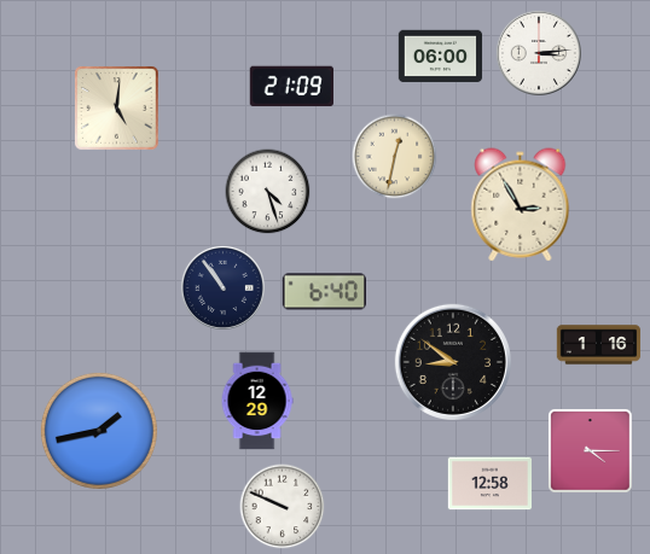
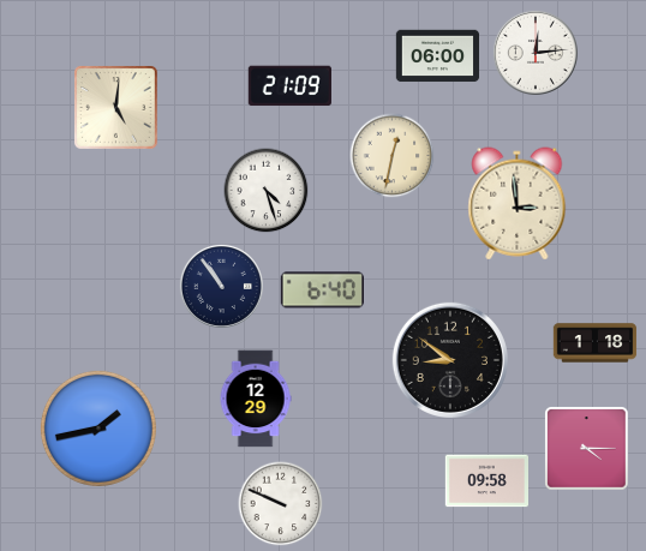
clock at (539, 53): 3:14 -> 12:14
clock at (521, 205): 2:55 -> 2:59
clock at (599, 345): 1:16 -> 1:18
clock at (491, 484): 12:58 -> 09:58
